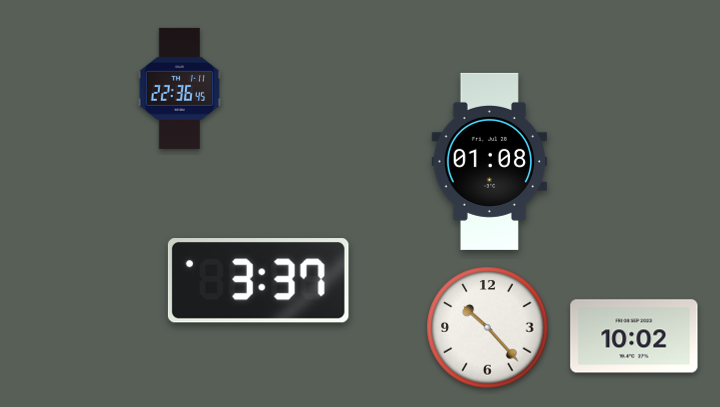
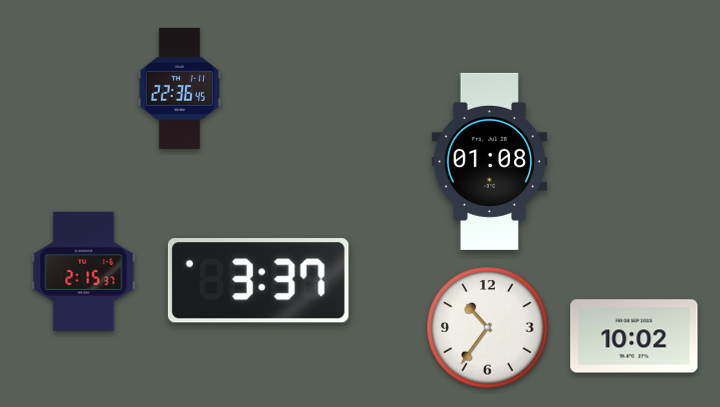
clock at (84, 271): none -> 2:15
clock at (488, 328): 10:23 -> 10:36
